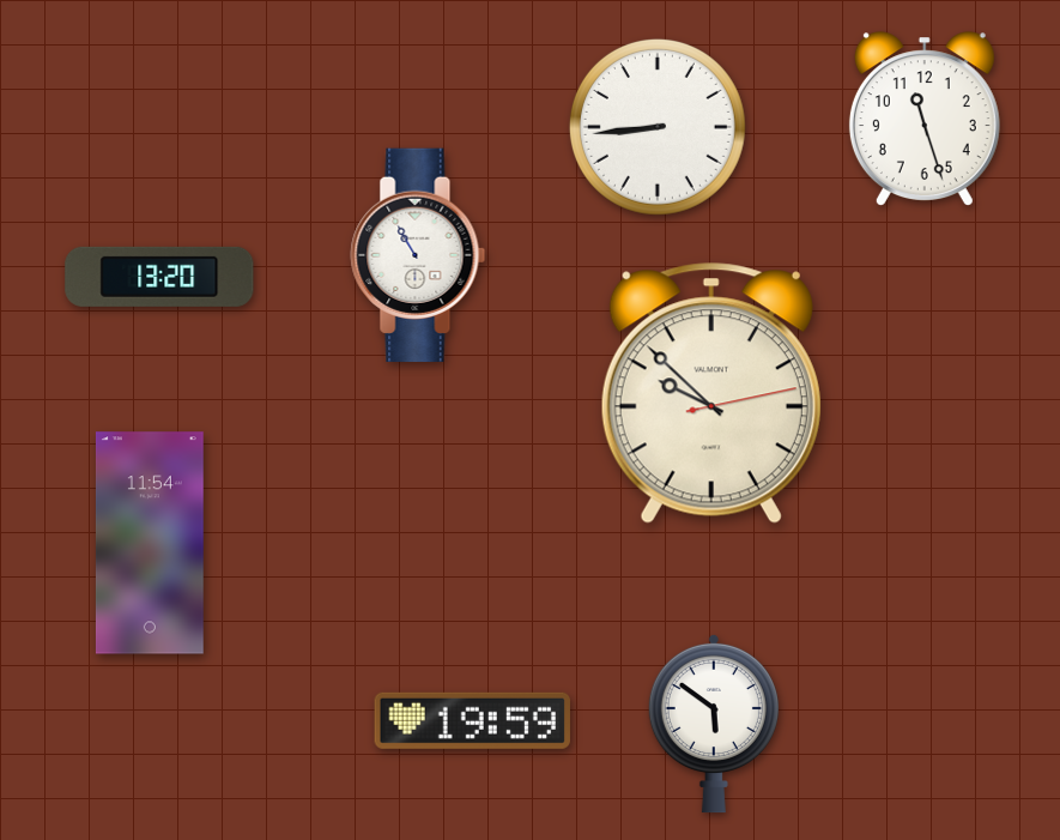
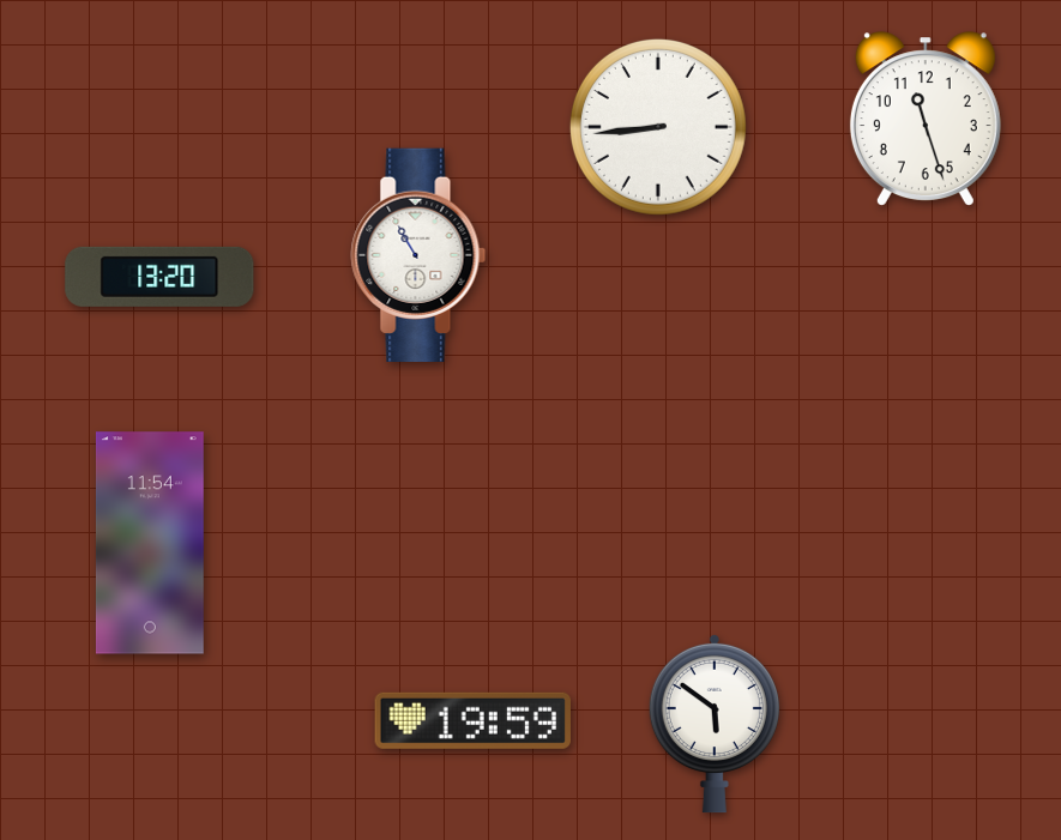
clock at (711, 393): 9:52 -> none
